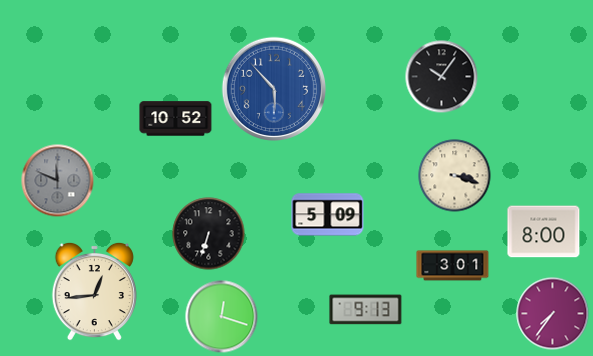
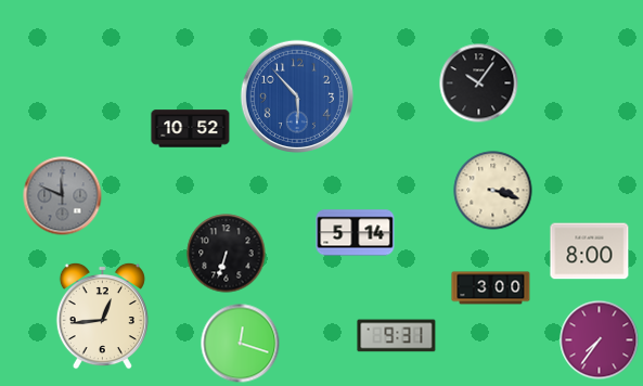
clock at (328, 215): 5:09 -> 5:14
clock at (453, 266): 3:01 -> 3:00
clock at (366, 310): 9:13 -> 9:31
